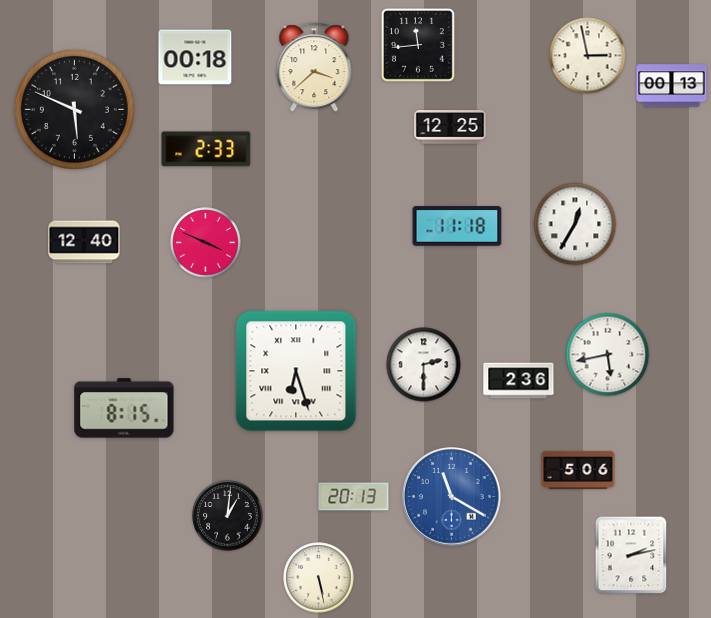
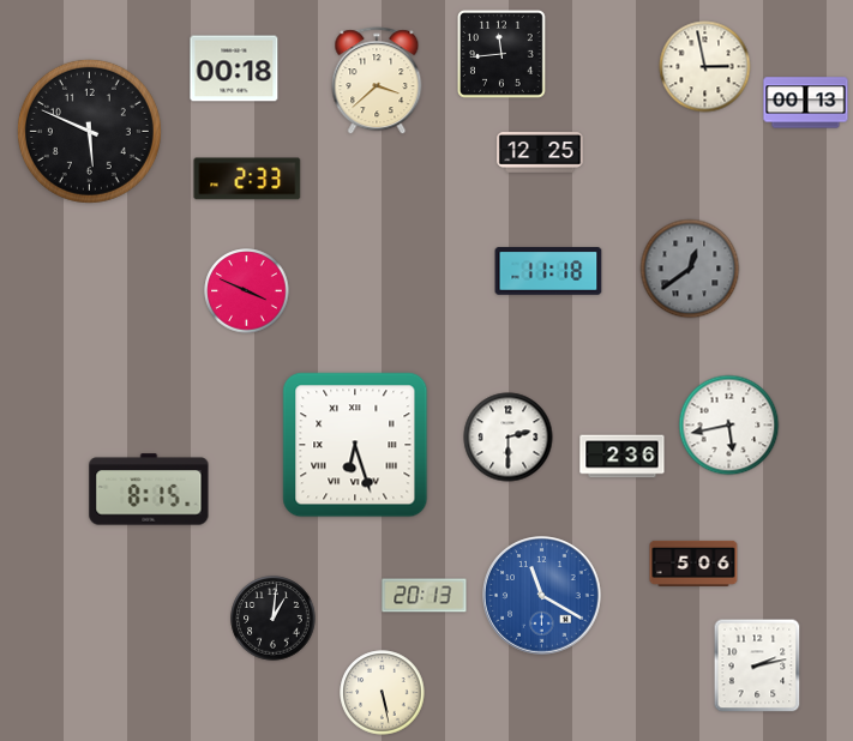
clock at (575, 224): 12:35 -> 12:39
clock at (575, 224) dial: white -> grey
clock at (84, 242): 12:40 -> none
